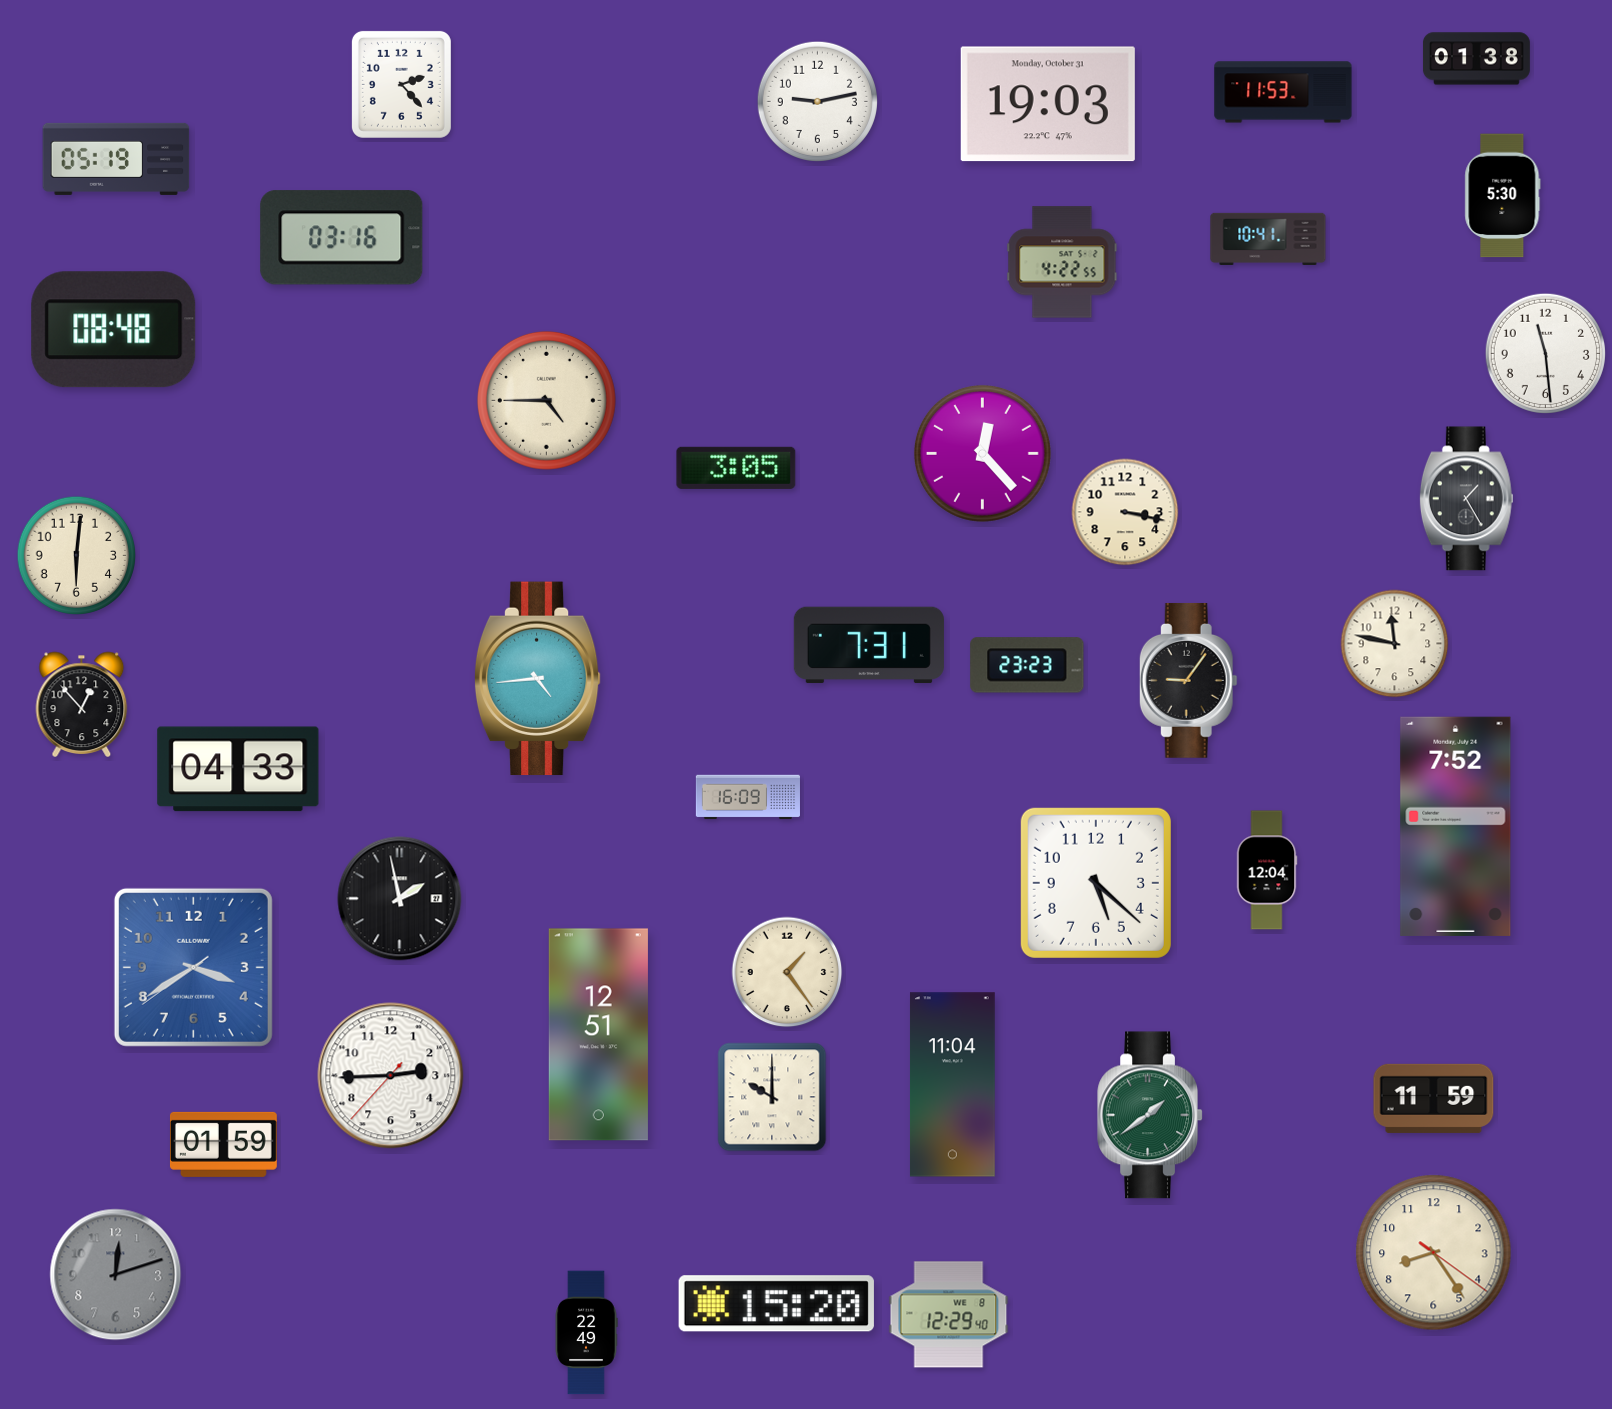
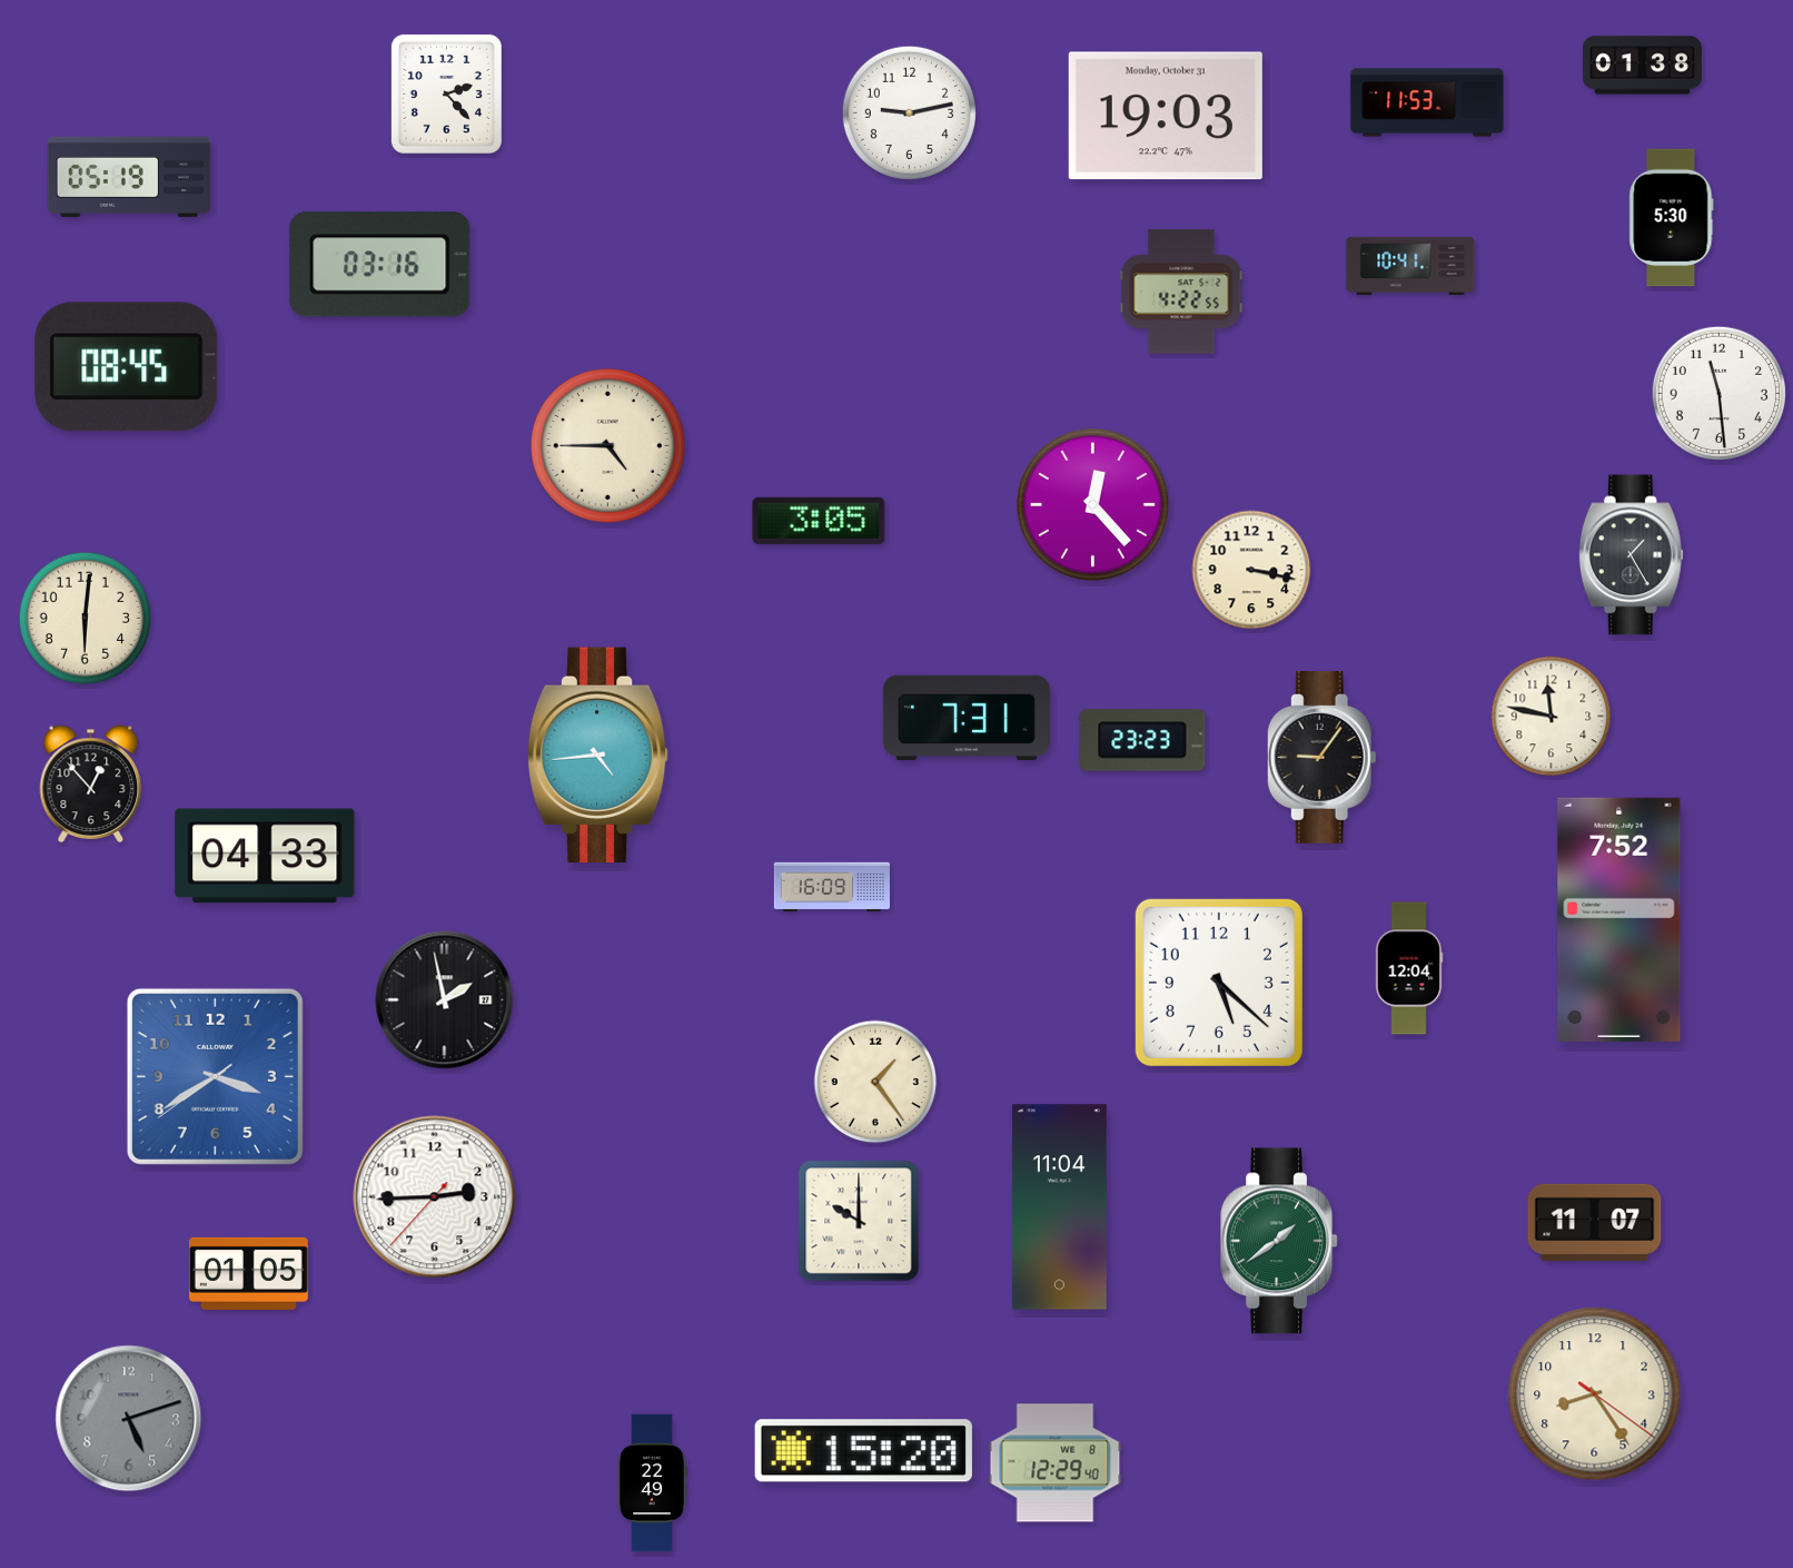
clock at (114, 330): 08:48 -> 08:45
clock at (598, 1035): 12:51 -> none
clock at (1434, 1098): 11:59 -> 11:07
clock at (223, 1144): 01:59 -> 01:05
clock at (116, 1275): 12:12 -> 5:12
